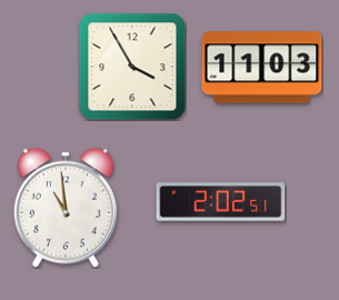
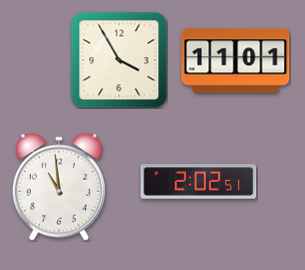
clock at (262, 68): 11:03 -> 11:01
